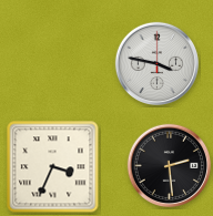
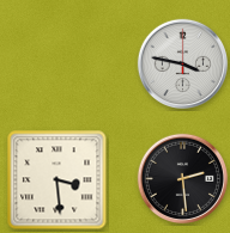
clock at (156, 63) position: (156, 63) -> (182, 63)
clock at (53, 167): 3:34 -> 3:29
